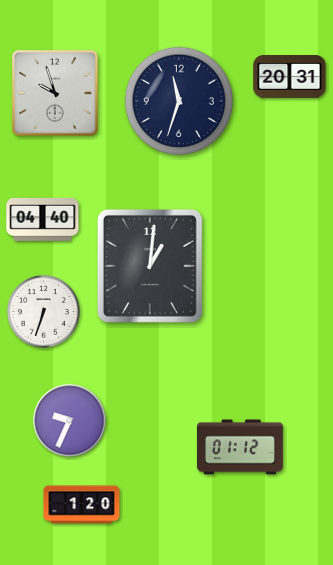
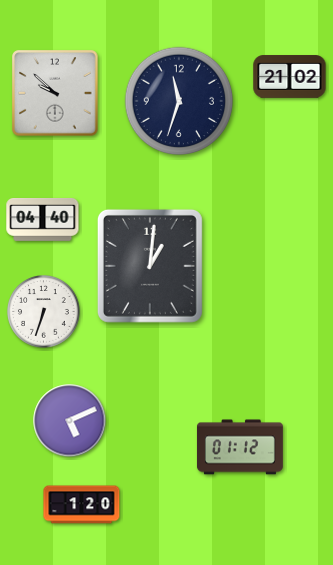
clock at (290, 77): 20:31 -> 21:02
clock at (55, 93): 9:57 -> 9:52
clock at (70, 421): 9:34 -> 5:11
